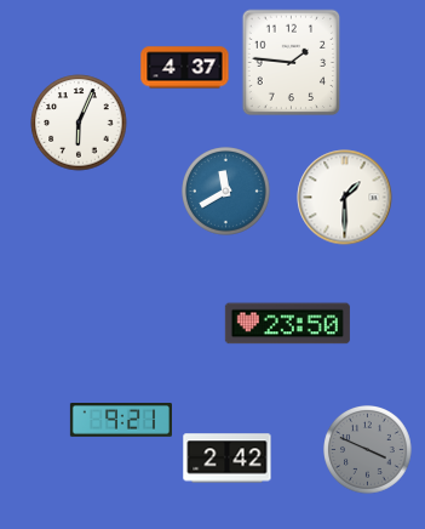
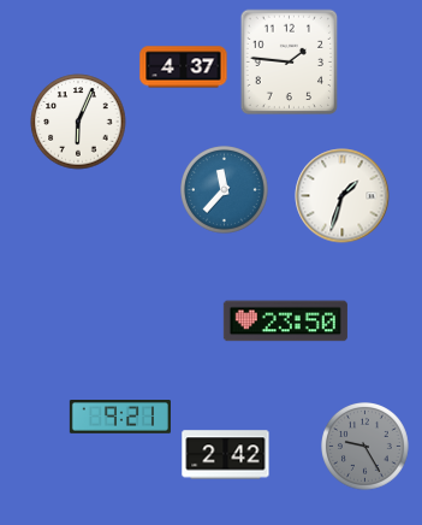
clock at (226, 192): 11:40 -> 11:37
clock at (345, 198): 1:30 -> 1:33
clock at (368, 450): 3:49 -> 9:25
